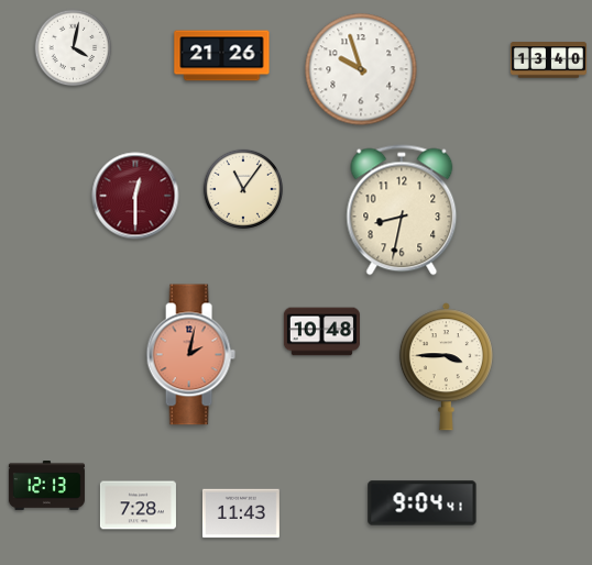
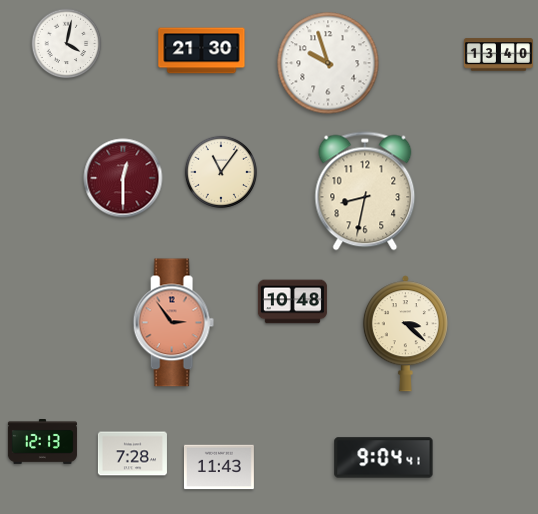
clock at (222, 56): 21:26 -> 21:30
clock at (190, 355): 2:02 -> 2:54
clock at (446, 367): 3:45 -> 3:22
clock at (138, 506) position: (138, 506) -> (132, 454)
